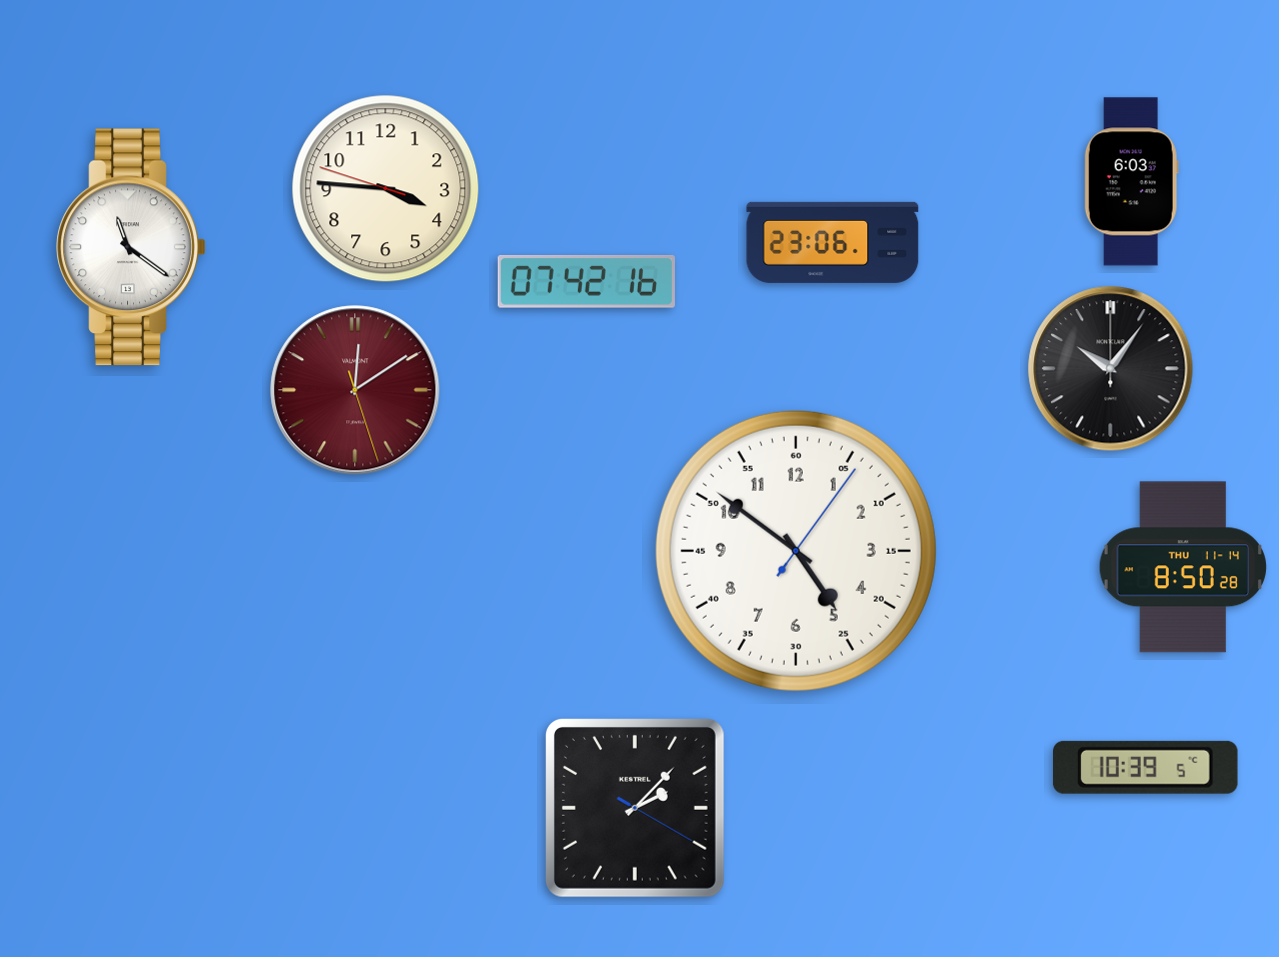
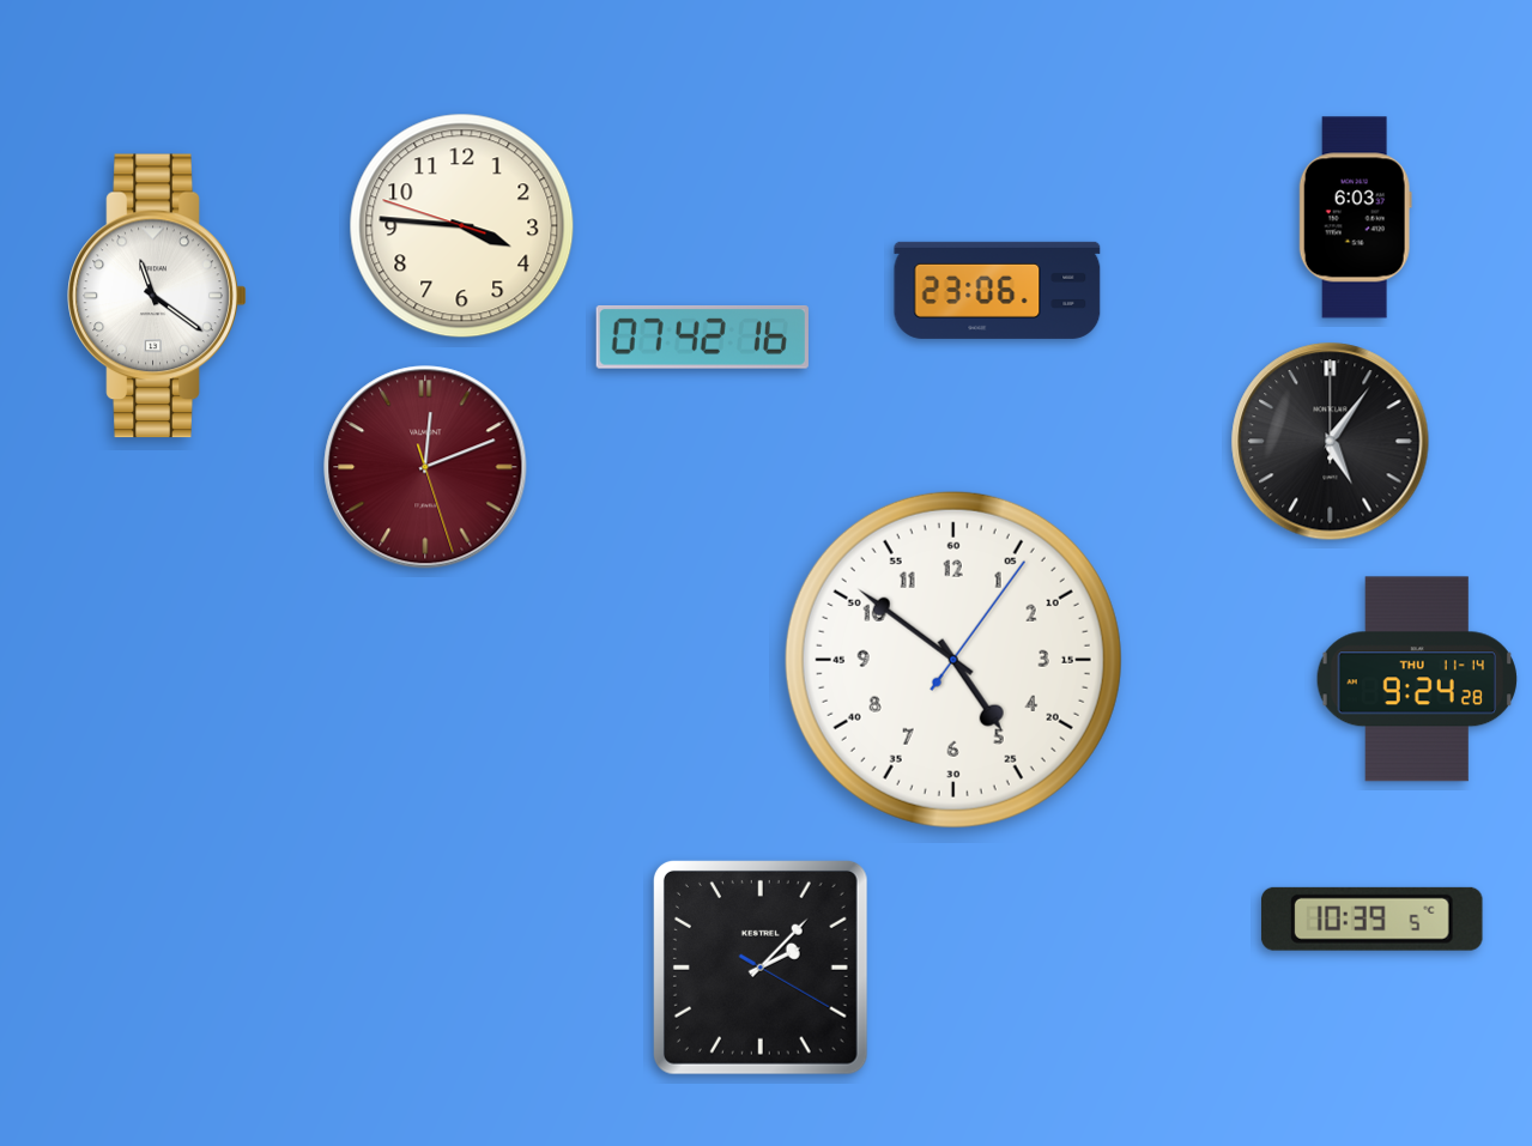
clock at (1111, 369): 10:06 -> 5:06
clock at (355, 390): 12:09 -> 12:11
clock at (1183, 567): 8:50 -> 9:24
